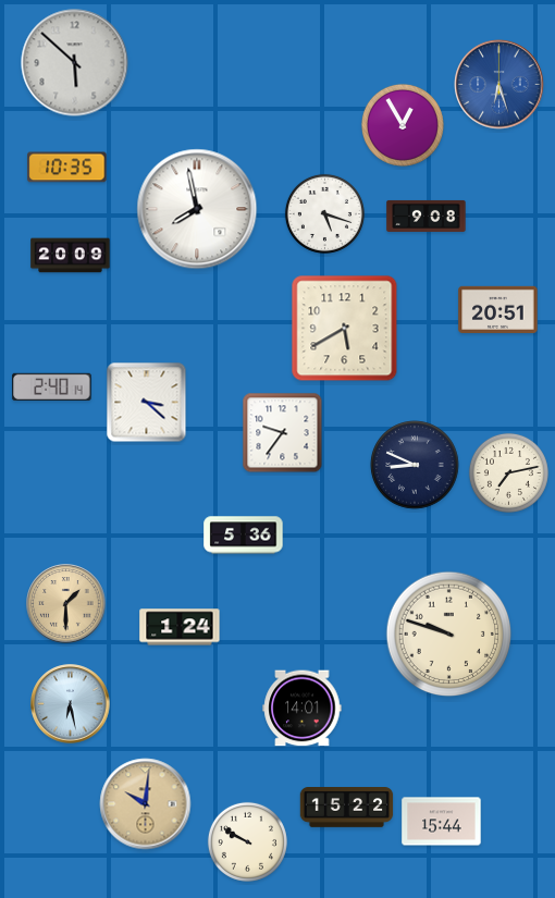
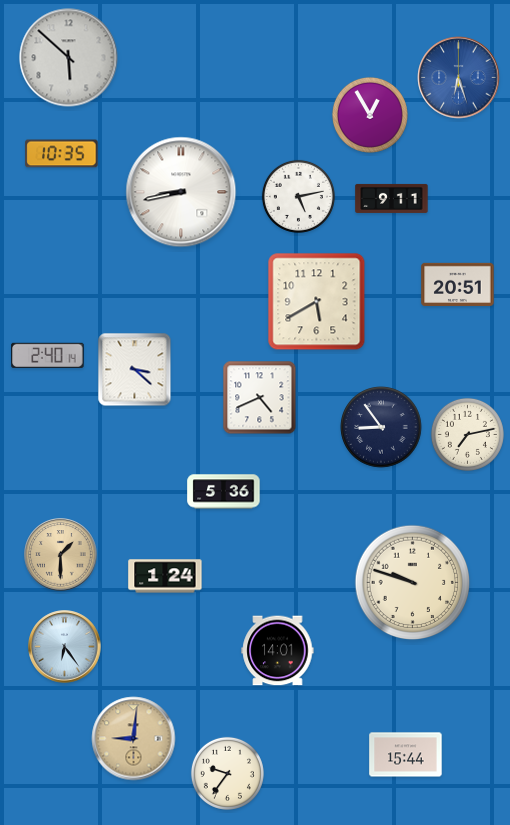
clock at (197, 209): 7:58 -> 8:43
clock at (324, 213): 5:18 -> 5:13
clock at (427, 216): 9:08 -> 9:11
clock at (71, 256): 20:09 -> none
clock at (283, 433): 9:36 -> 4:41
clock at (415, 465): 8:49 -> 8:54
clock at (71, 704): 6:28 -> 6:24
clock at (146, 804): 10:01 -> 9:01
clock at (347, 808): 15:22 -> none
clock at (247, 841): 9:50 -> 9:36
